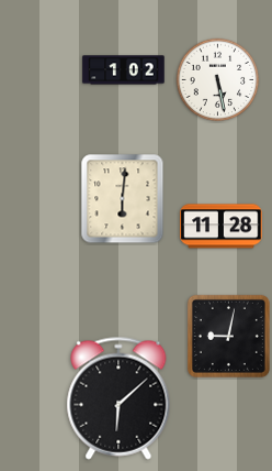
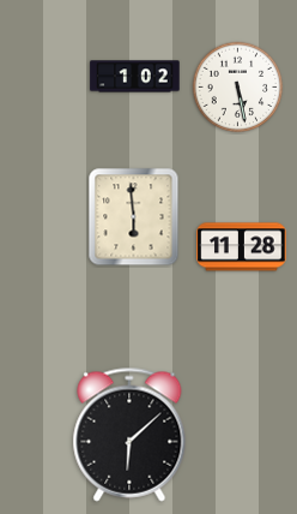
clock at (123, 199): 6:01 -> 5:59
clock at (228, 336): 9:02 -> none
